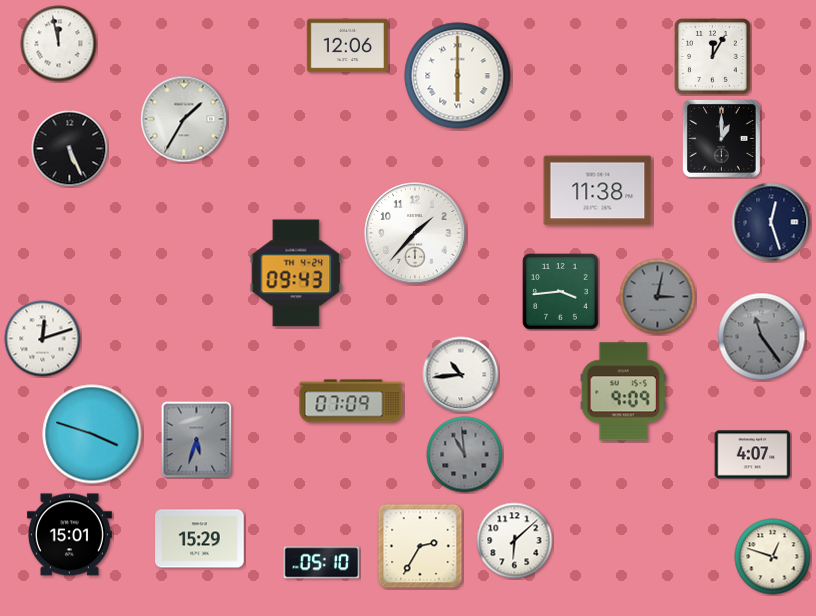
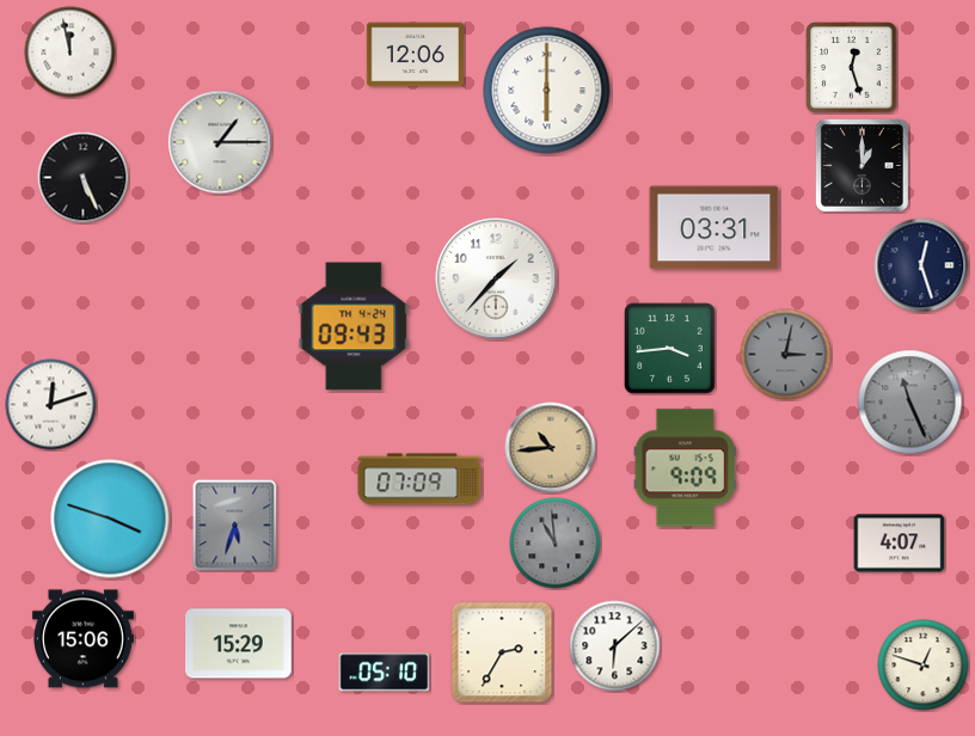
clock at (713, 57): 12:05 -> 12:27
clock at (184, 119): 1:35 -> 1:15
clock at (598, 191): 11:38 -> 03:31
clock at (762, 337): 11:24 -> 11:26
clock at (461, 375) dial: white -> champagne
clock at (623, 392) position: (623, 392) -> (685, 468)
clock at (69, 535): 15:01 -> 15:06
